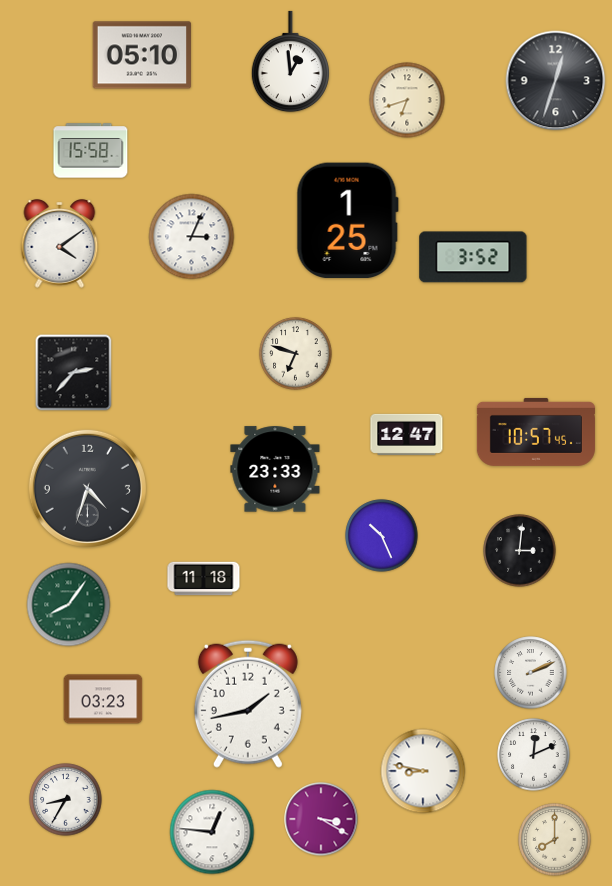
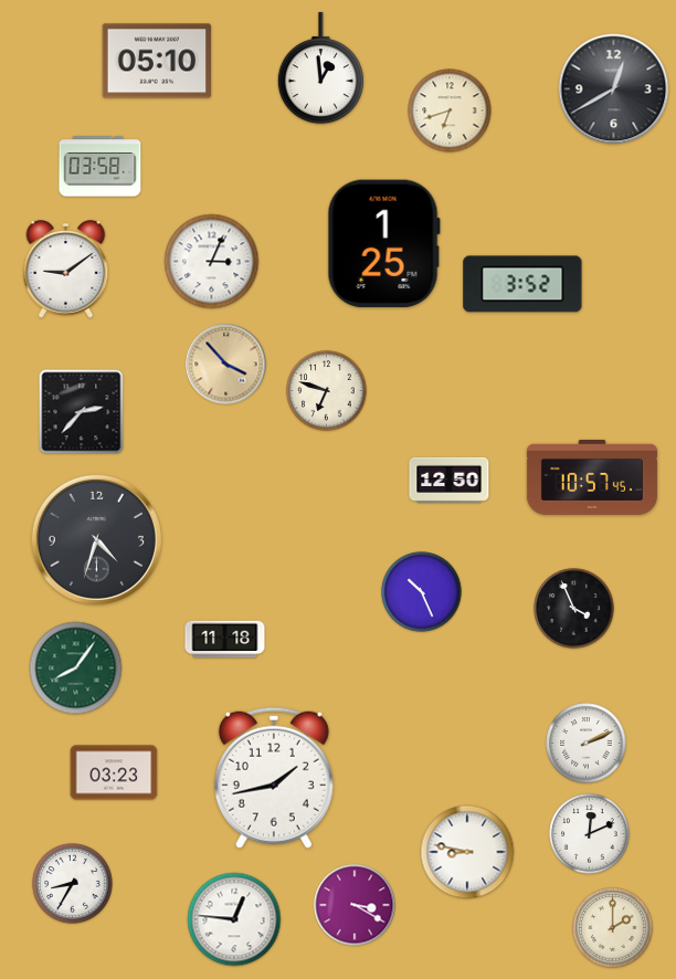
clock at (556, 81): 12:33 -> 12:40
clock at (91, 151): 15:58 -> 03:58
clock at (60, 244): 4:09 -> 9:09
clock at (226, 365): none -> 3:53
clock at (407, 434): 12:47 -> 12:50
clock at (275, 469): 23:33 -> none
clock at (520, 551): 3:01 -> 3:56
clock at (555, 840): 8:00 -> 2:00
